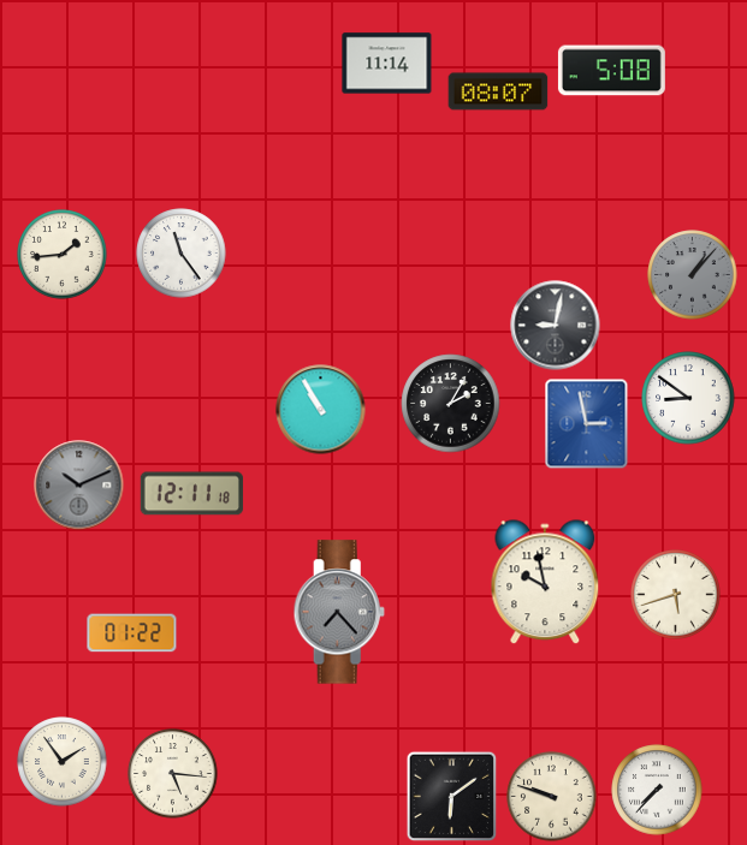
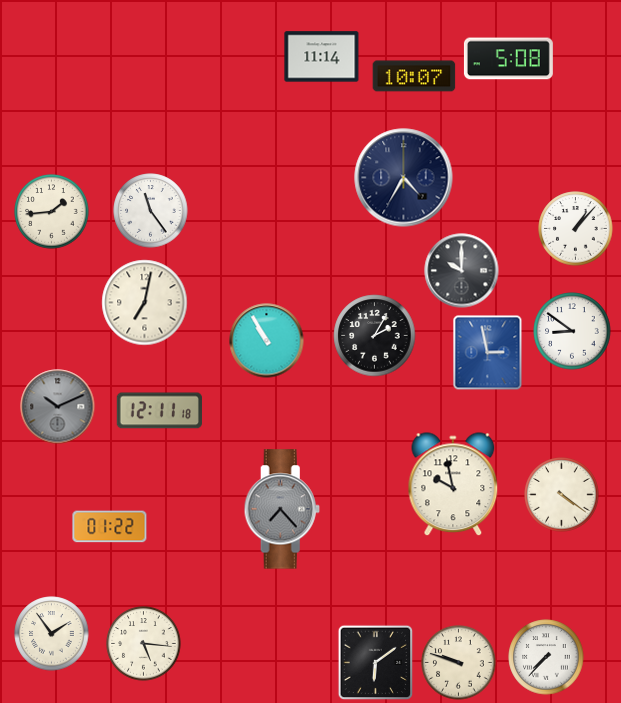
clock at (387, 64) position: (387, 64) -> (322, 57)
clock at (498, 91): 08:07 -> 10:07
clock at (404, 178): none -> 4:35
clock at (693, 275) dial: grey -> white
clock at (556, 326): 9:02 -> 10:00
clock at (145, 303): none -> 7:02
clock at (79, 486) position: (79, 486) -> (58, 407)
clock at (676, 595): 5:42 -> 4:21
